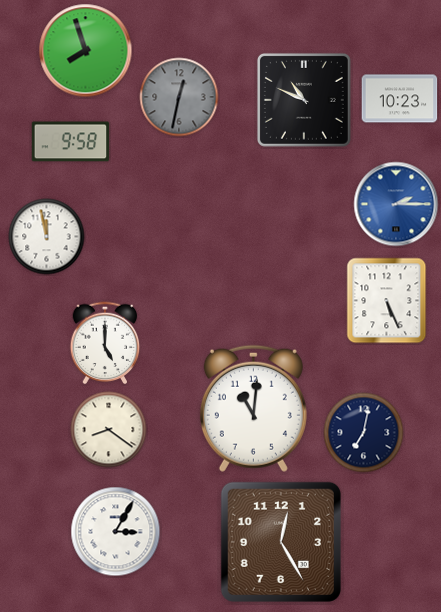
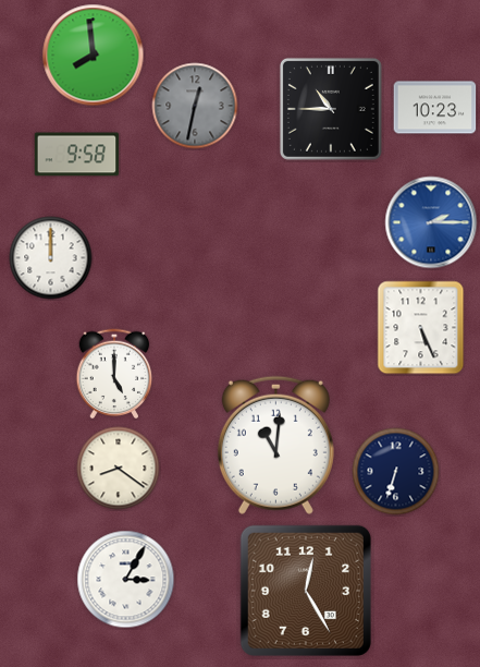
clock at (86, 51): 7:57 -> 7:59
clock at (304, 100): 10:49 -> 10:45
clock at (47, 237): 11:58 -> 12:00
clock at (364, 433): 7:02 -> 6:33
